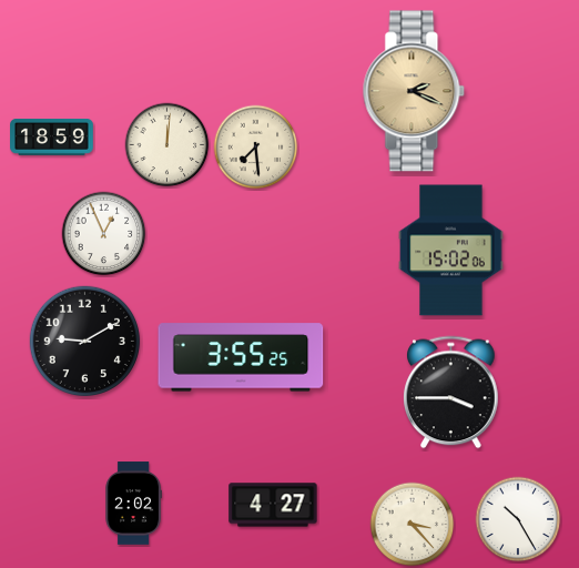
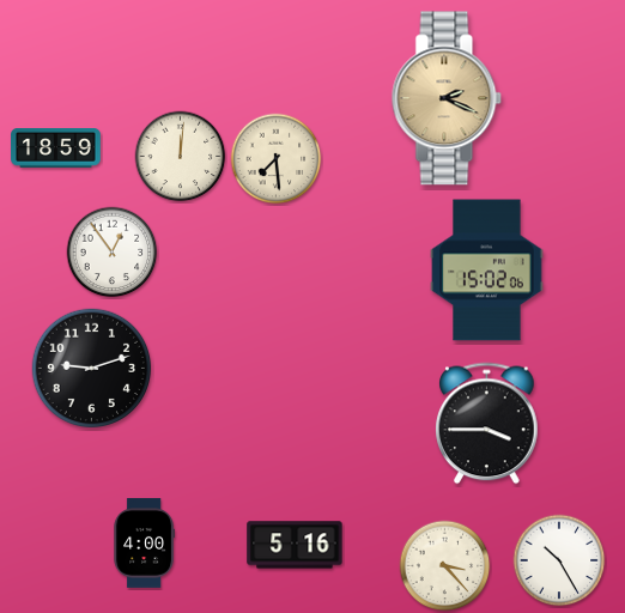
clock at (104, 234): 12:56 -> 12:54
clock at (84, 341): 9:10 -> 9:12
clock at (241, 357): 3:55 -> none
clock at (133, 504): 2:02 -> 4:00
clock at (273, 505): 4:27 -> 5:16
